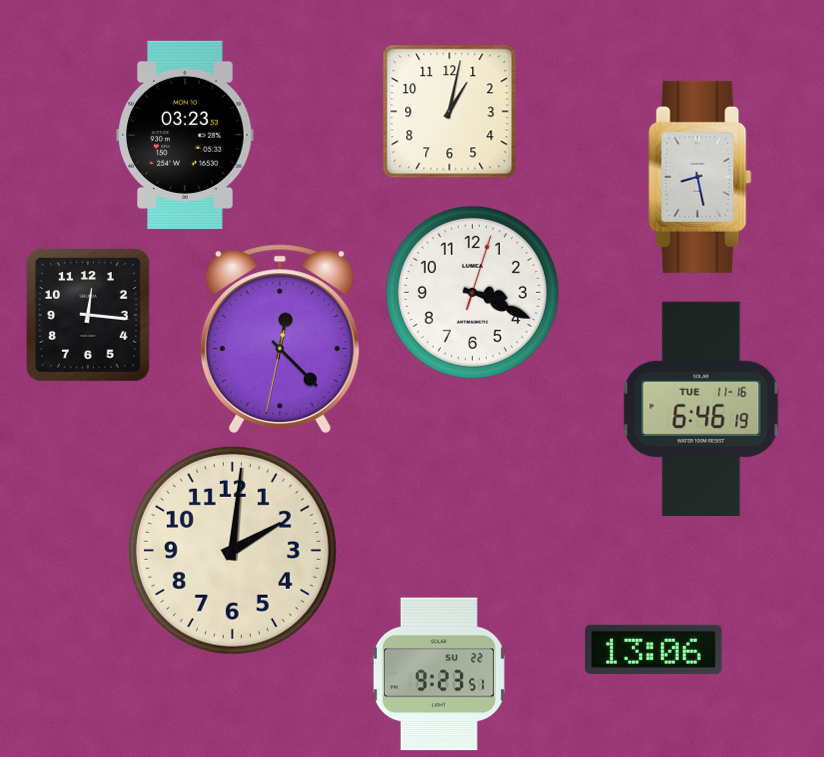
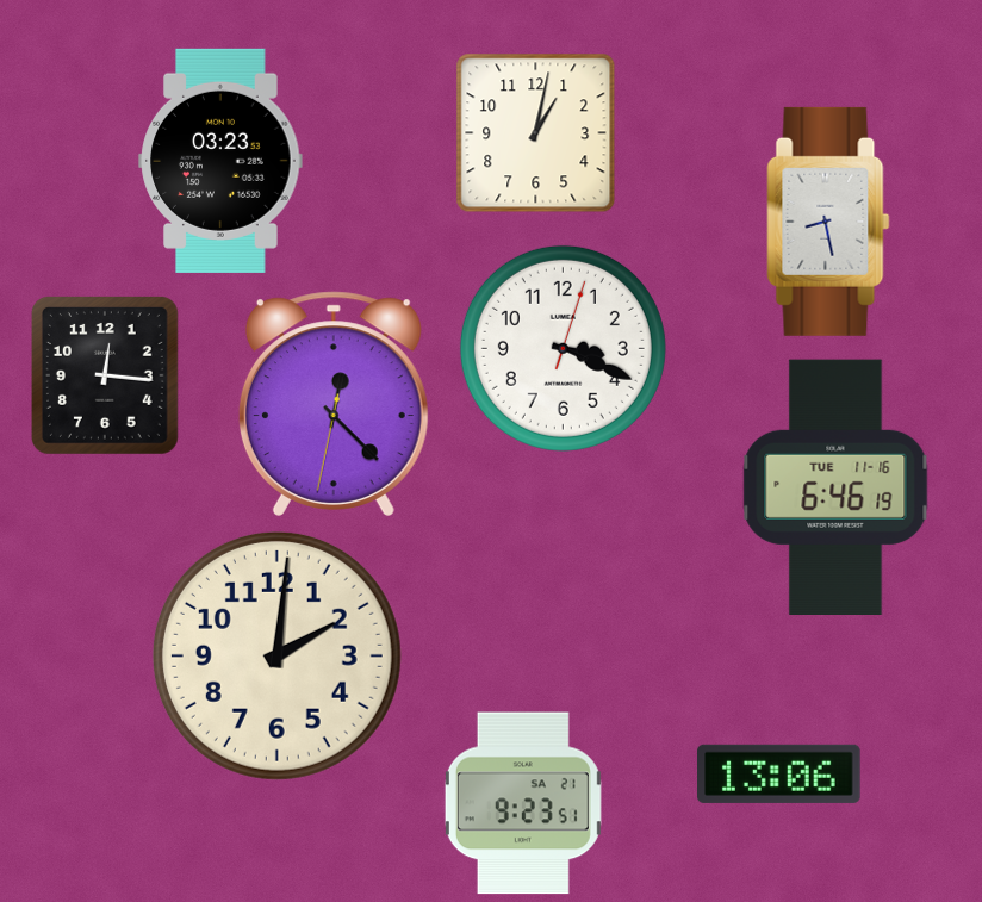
clock at (700, 177) position: (700, 177) -> (828, 222)
clock at (439, 674) date: SU 22 -> SA 21
